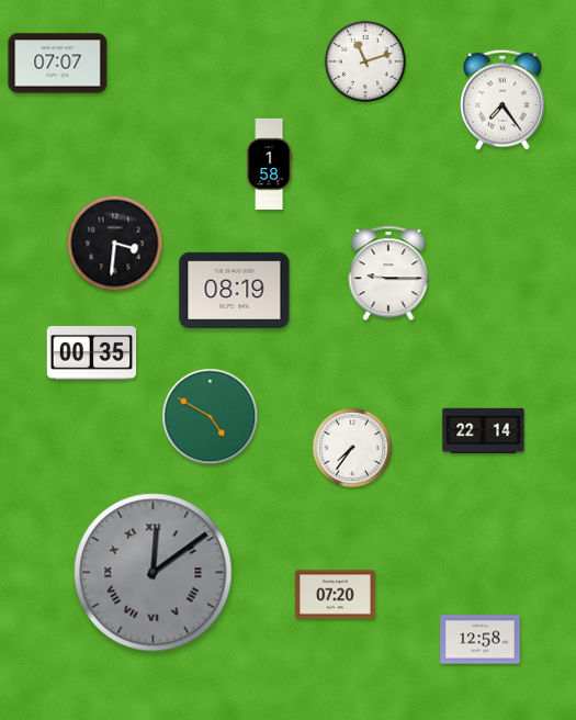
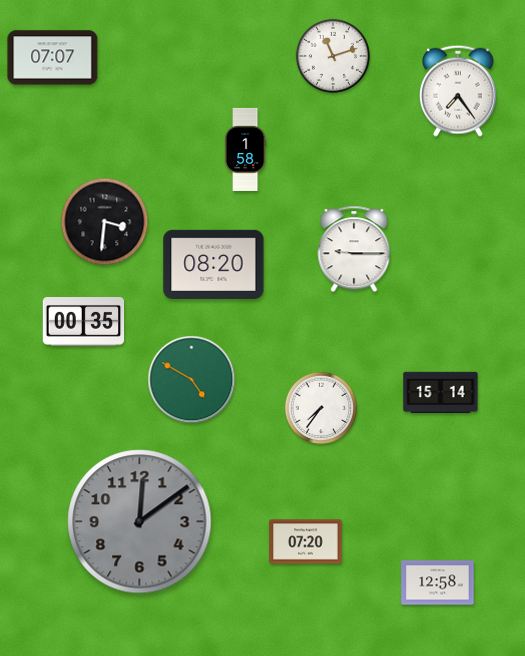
clock at (235, 290): 08:19 -> 08:20
clock at (484, 431): 22:14 -> 15:14
clock at (154, 573) numerals: Roman -> Arabic
